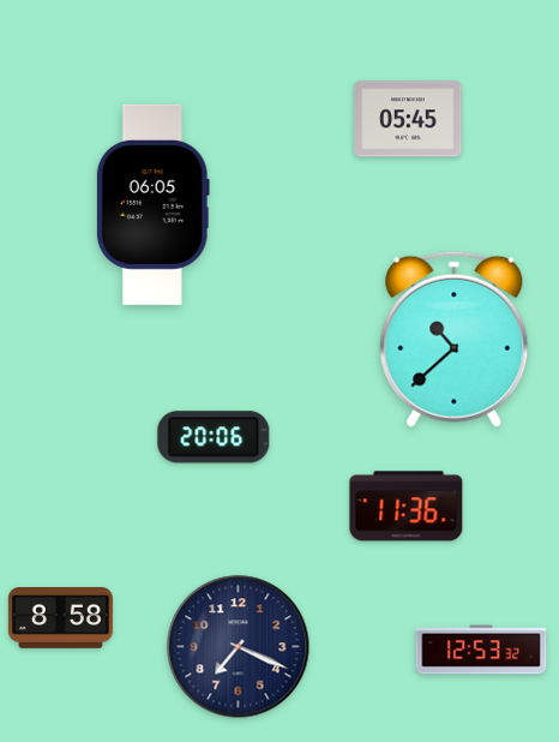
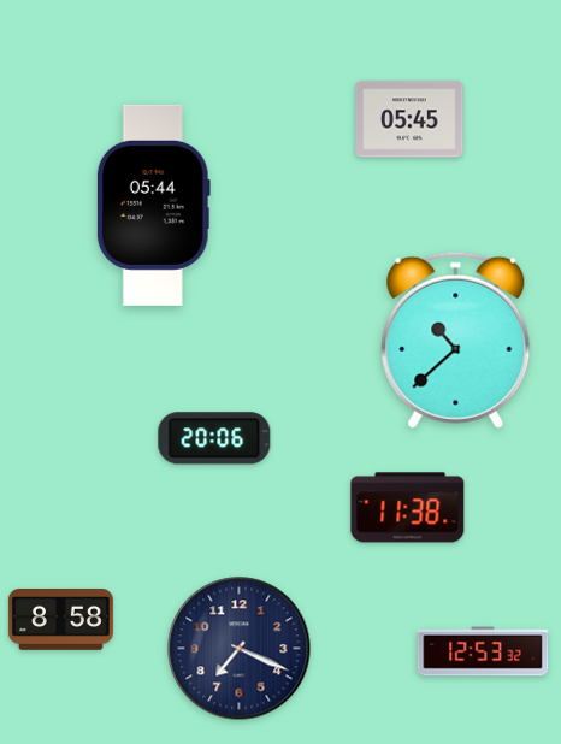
clock at (152, 204): 06:05 -> 05:44
clock at (407, 507): 11:36 -> 11:38
